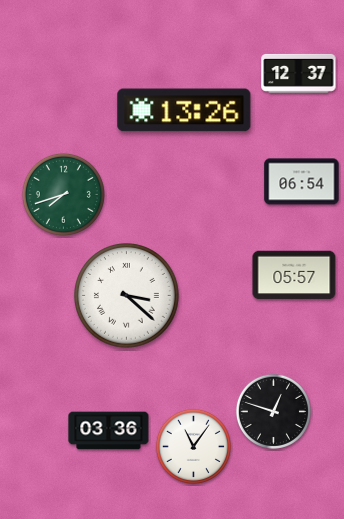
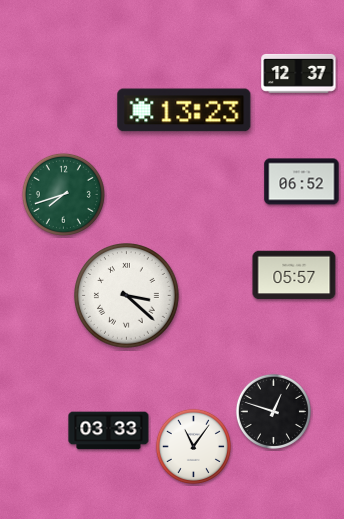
clock at (184, 110): 13:26 -> 13:23
clock at (302, 182): 06:54 -> 06:52
clock at (109, 431): 03:36 -> 03:33
